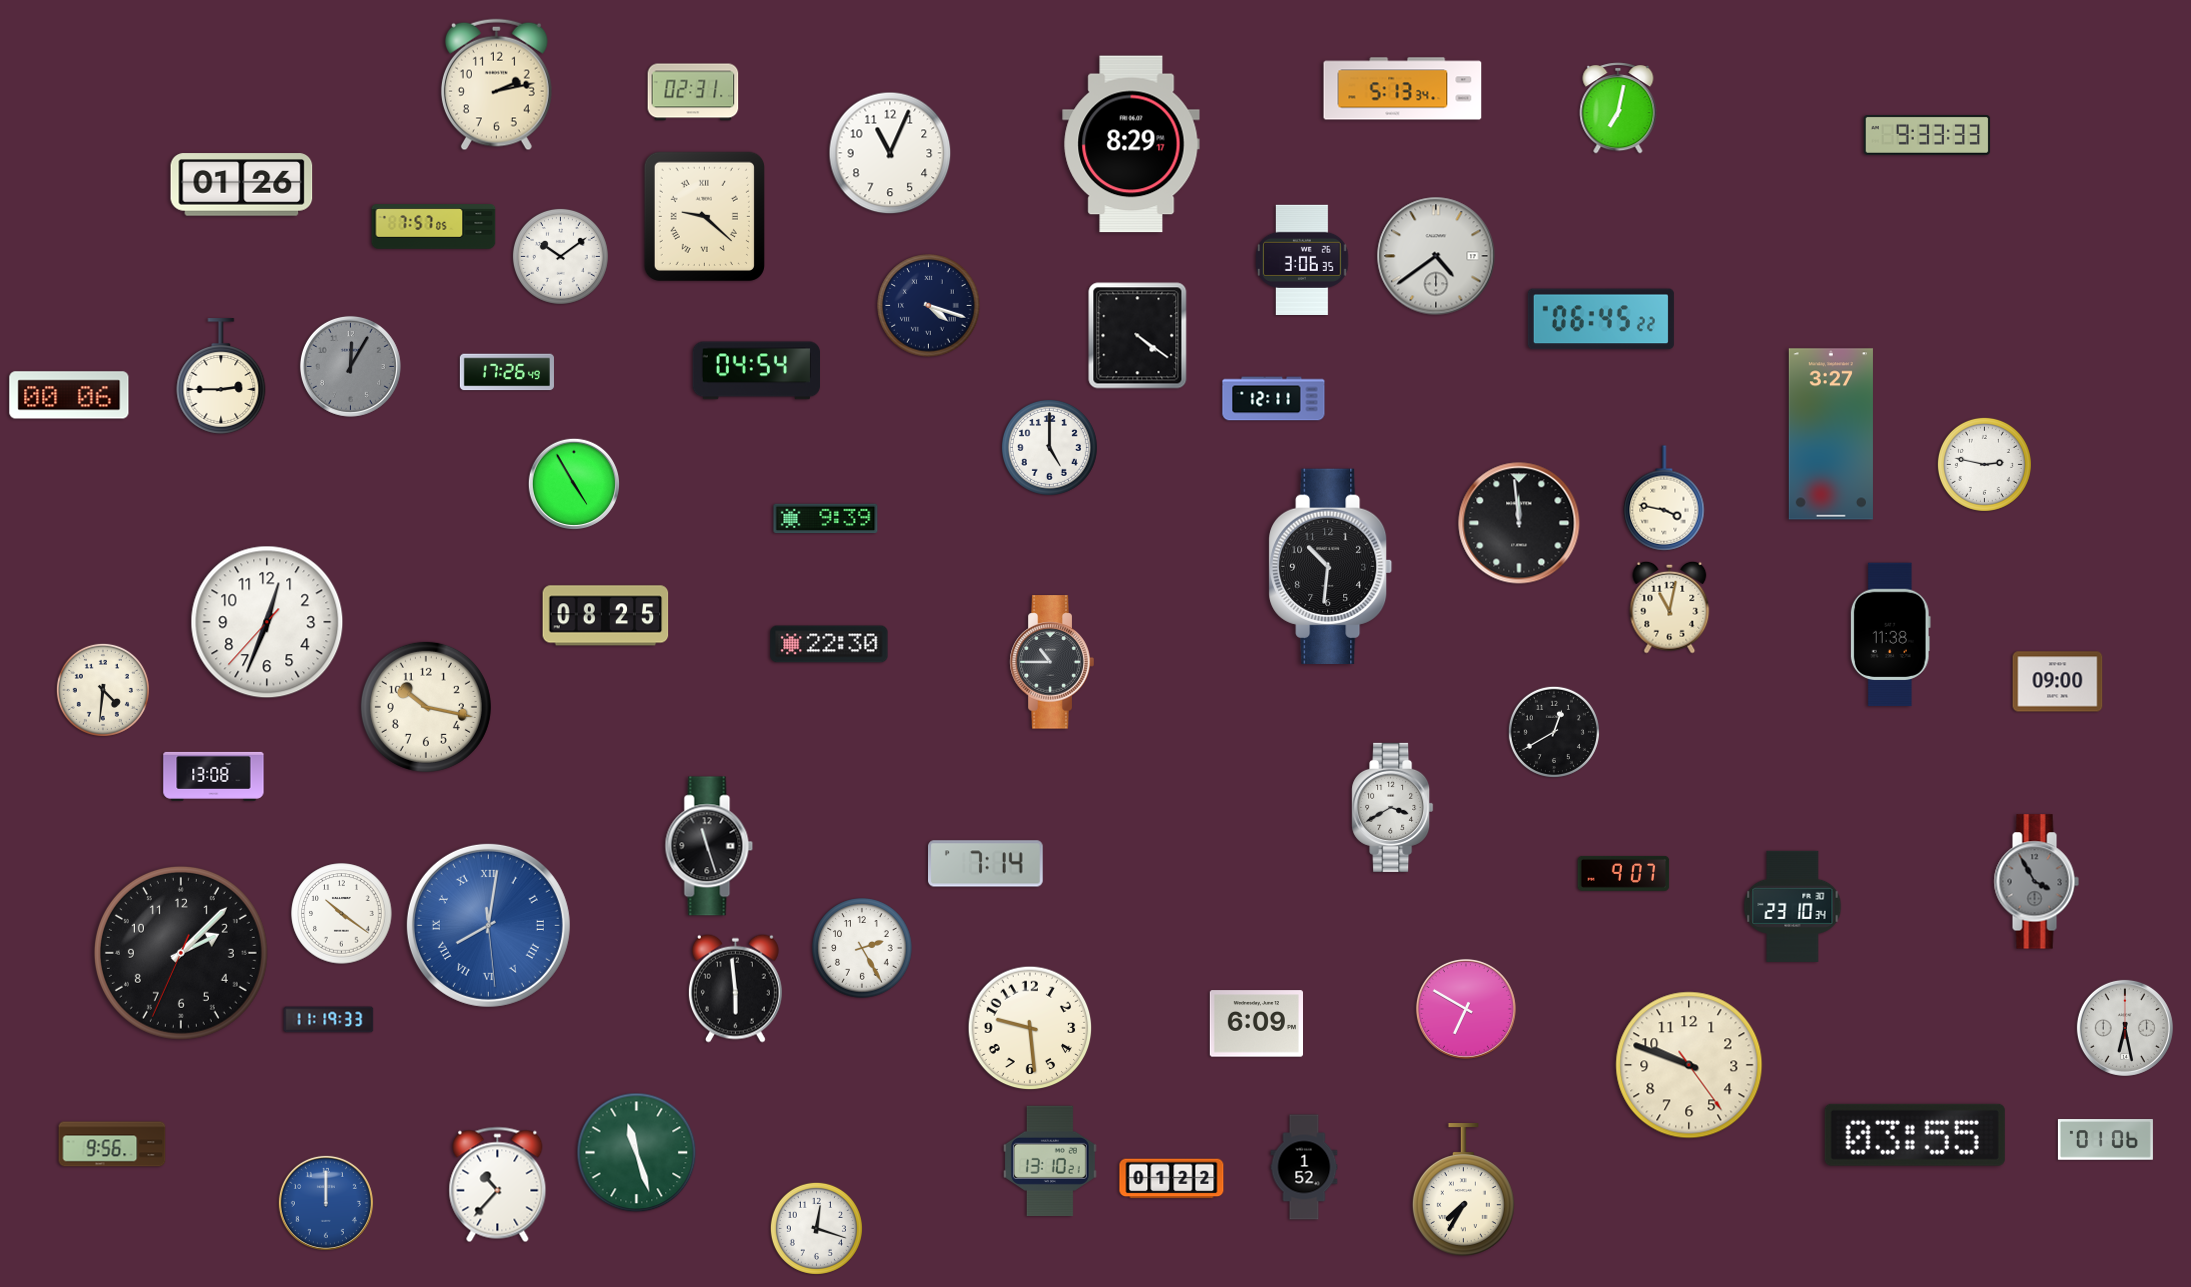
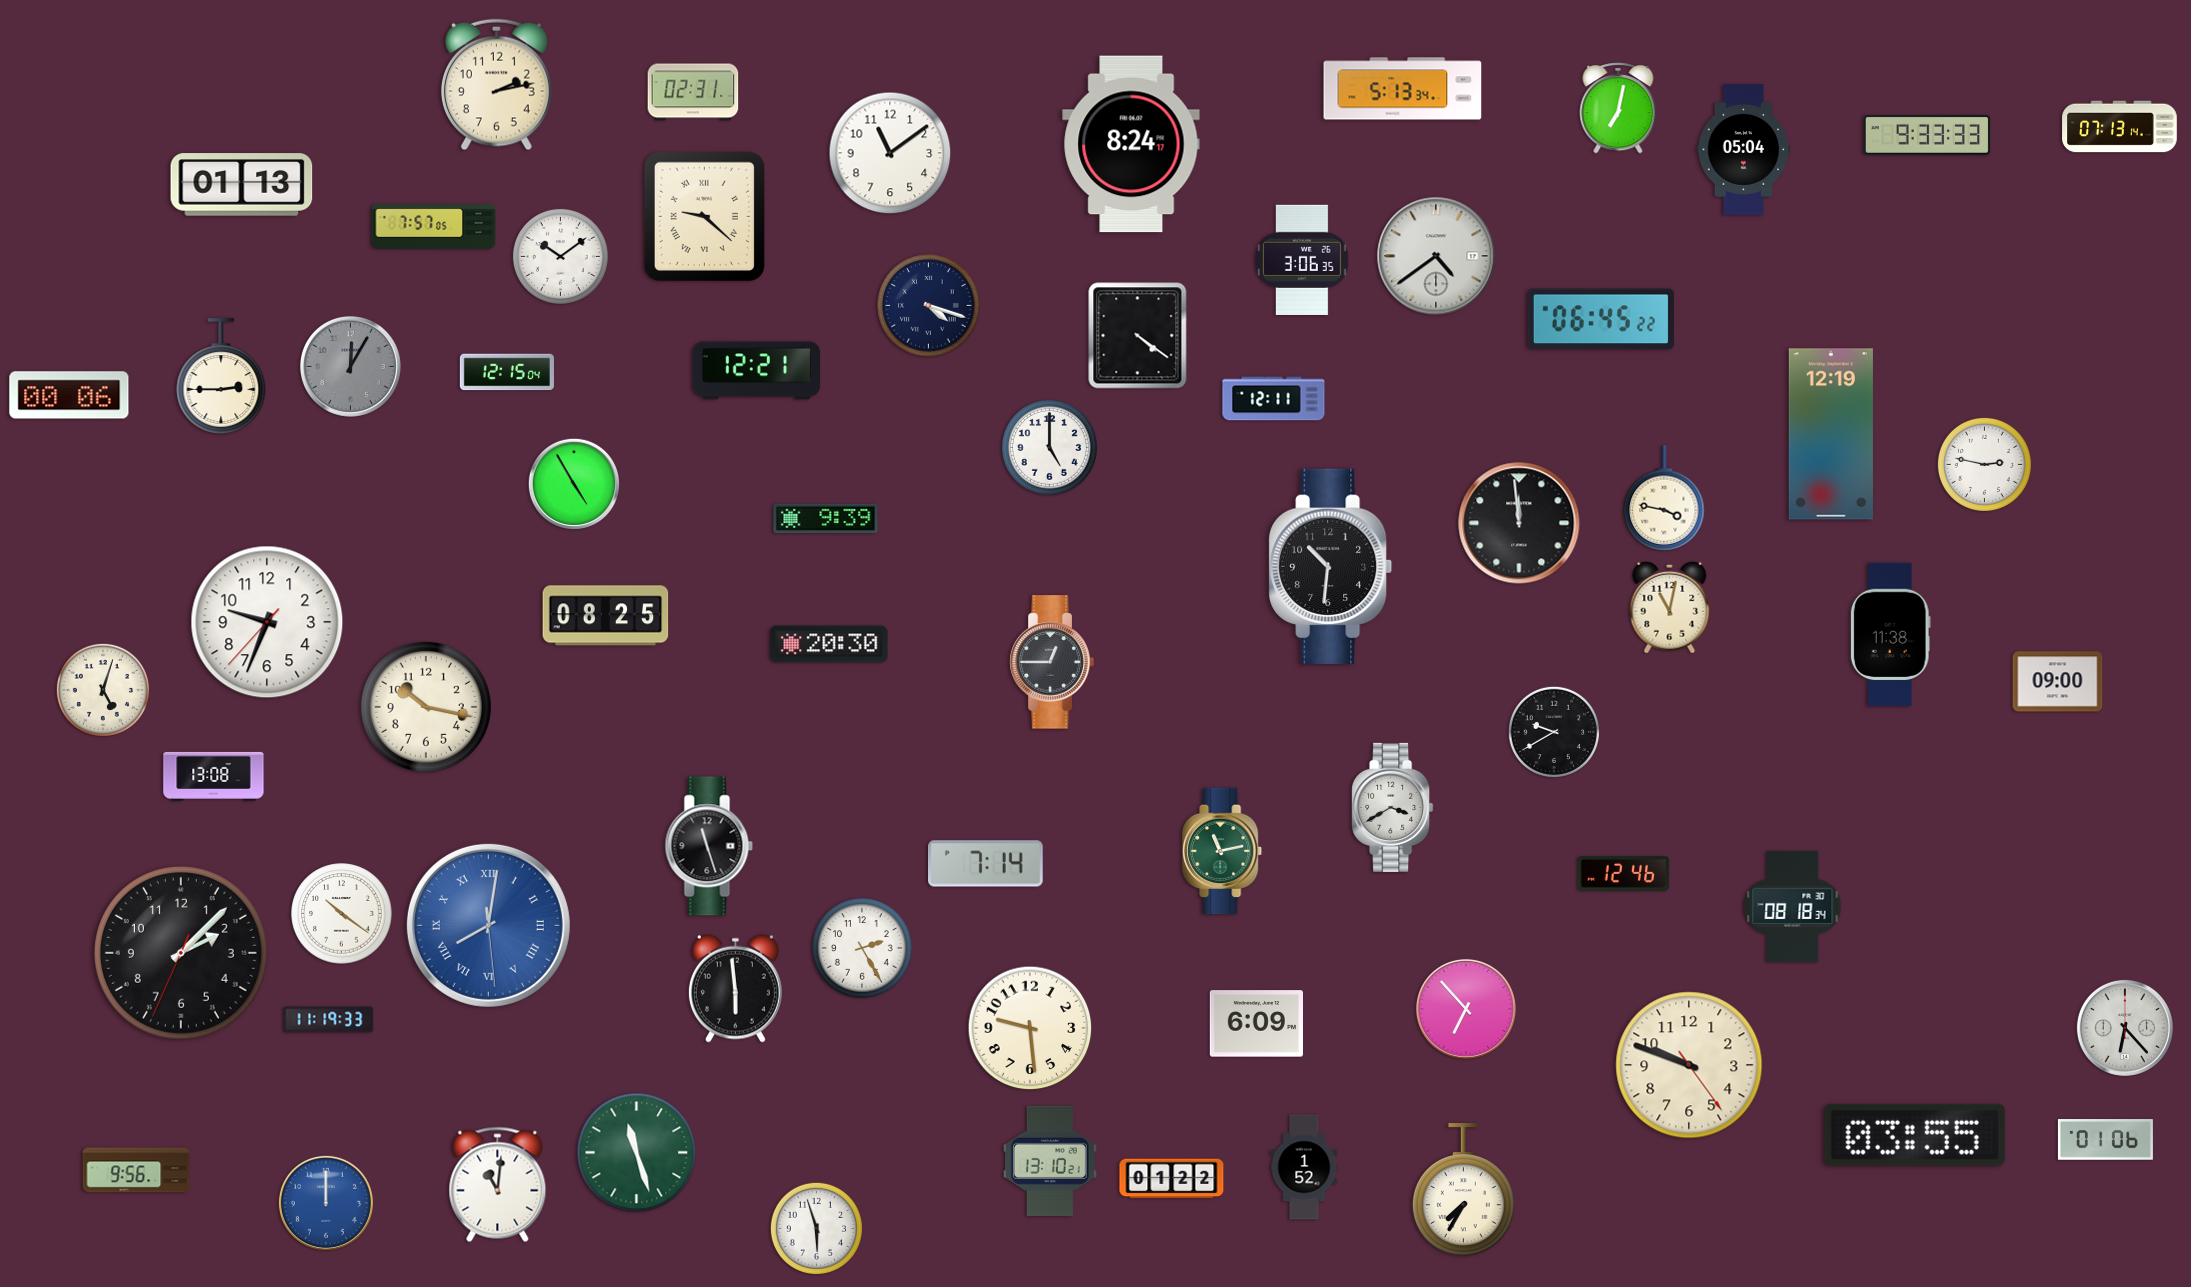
clock at (2120, 127): none -> 07:13
clock at (1131, 144): 8:29 -> 8:24
clock at (1744, 149): none -> 05:04
clock at (890, 153): 11:04 -> 11:09
clock at (242, 185): 01:26 -> 01:13
clock at (756, 371): 04:54 -> 12:21
clock at (507, 372): 17:26 -> 12:15
clock at (1831, 434): 3:27 -> 12:19
clock at (267, 622): 12:33 -> 9:33
clock at (829, 644): 22:30 -> 20:30
clock at (1052, 662): 10:45 -> 12:45
clock at (103, 690): 4:31 -> 5:03
clock at (1554, 732): 12:40 -> 9:40
clock at (1223, 851): none -> 11:13
clock at (1624, 873): 9:07 -> 12:46
clock at (2036, 882): 3:55 -> none
clock at (1793, 906): 23:10 -> 08:18
clock at (1466, 1009): 6:50 -> 6:53
clock at (2125, 1028): 6:28 -> 6:23
clock at (112, 1144) position: (112, 1144) -> (136, 1170)
clock at (498, 1185): 10:37 -> 11:01
clock at (816, 1228): 12:18 -> 5:57
